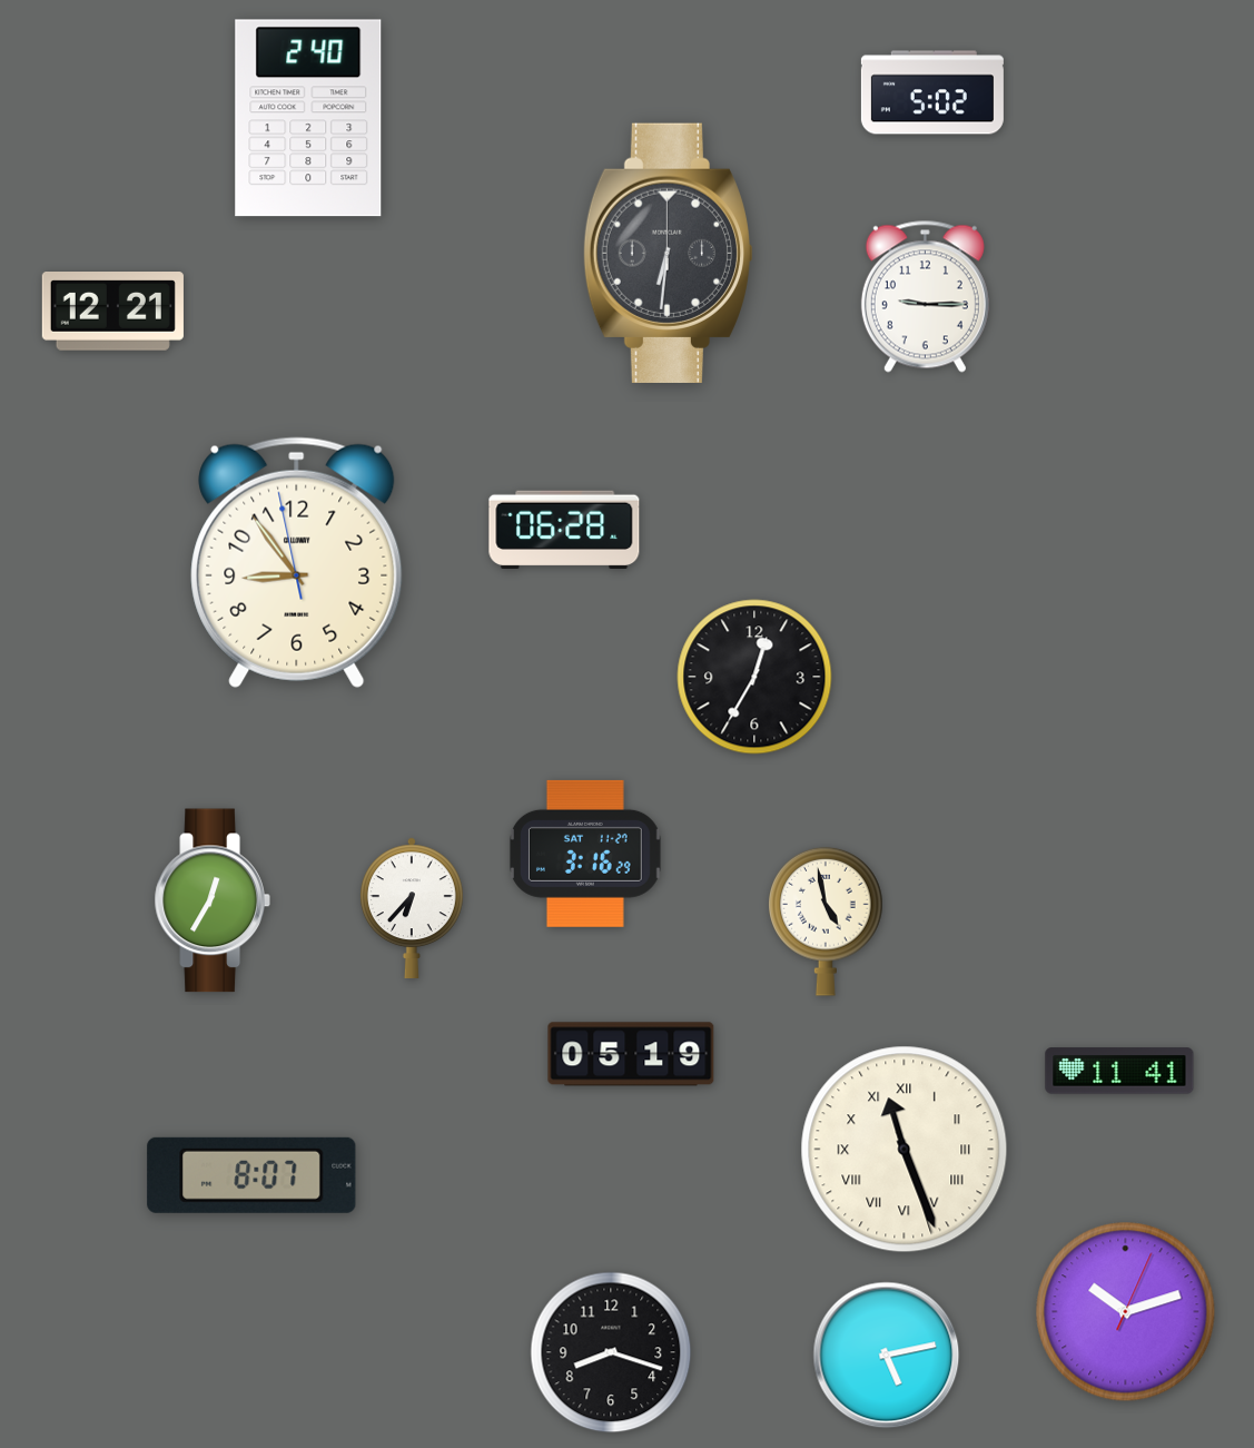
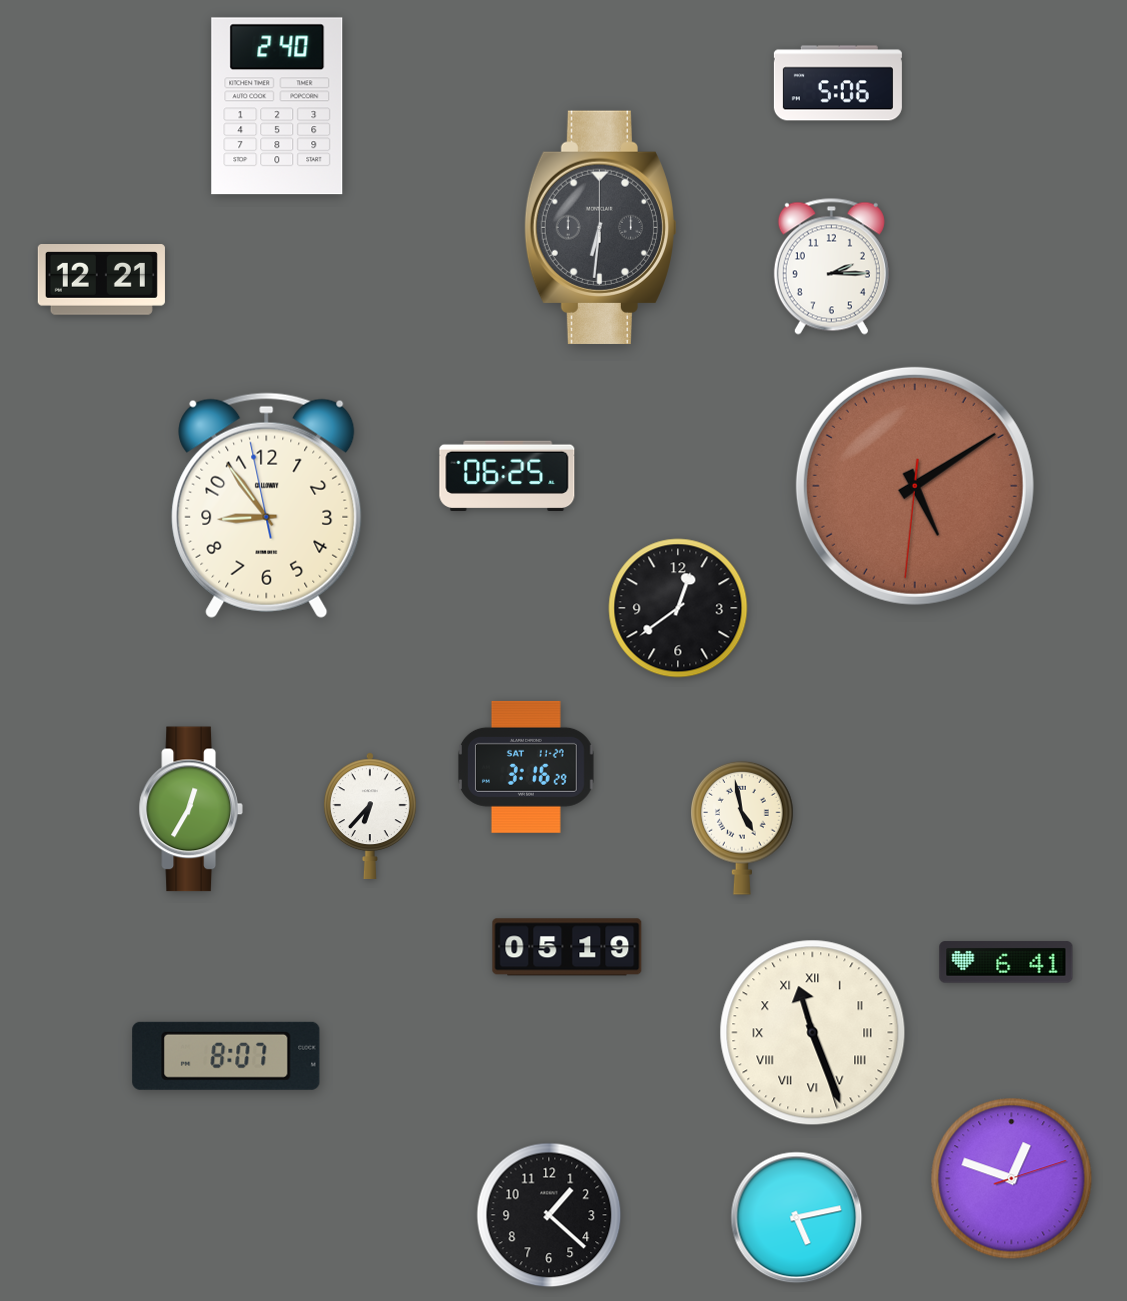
clock at (932, 92): 5:02 -> 5:06
clock at (925, 296): 9:15 -> 2:15
clock at (564, 529): 06:28 -> 06:25
clock at (915, 486): none -> 5:09
clock at (754, 677): 12:35 -> 12:39
clock at (1119, 1071): 11:41 -> 6:41
clock at (1126, 1312): 10:12 -> 12:48
clock at (611, 1352): 8:18 -> 1:22
